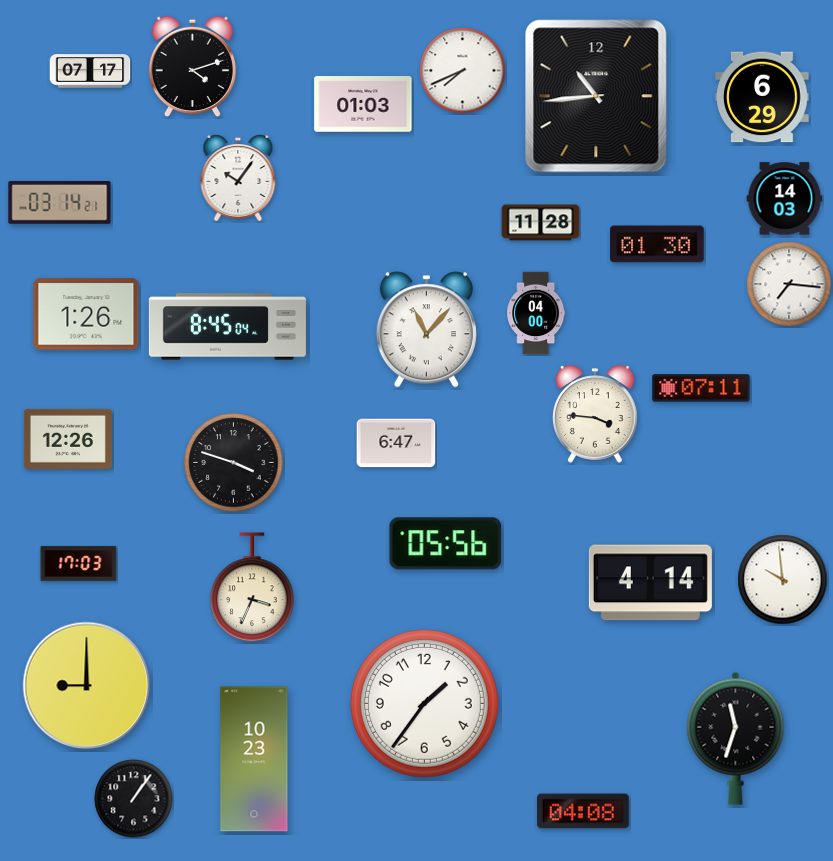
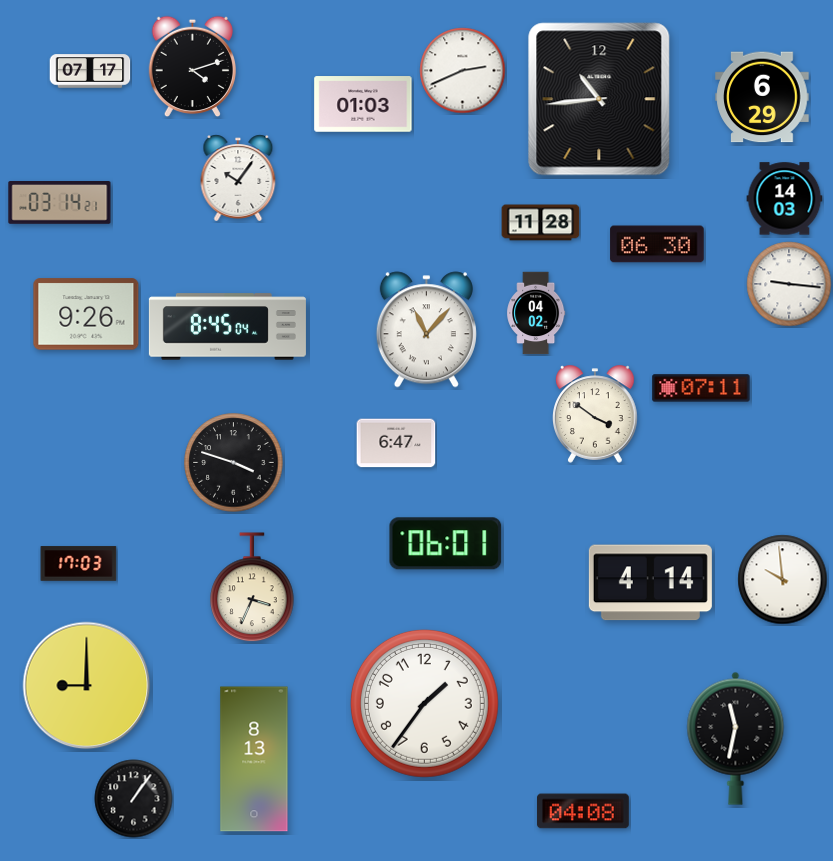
clock at (463, 71): 7:41 -> 2:41
clock at (596, 96) position: (596, 96) -> (599, 99)
clock at (657, 244): 01:30 -> 06:30
clock at (789, 284): 7:16 -> 9:16
clock at (536, 313): 04:00 -> 04:02
clock at (86, 314): 1:26 -> 9:26
clock at (596, 414): 3:46 -> 3:51
clock at (68, 439): 12:26 -> none
clock at (446, 544): 05:56 -> 06:01
clock at (736, 738): 11:33 -> 11:32
clock at (254, 759): 10:23 -> 8:13
